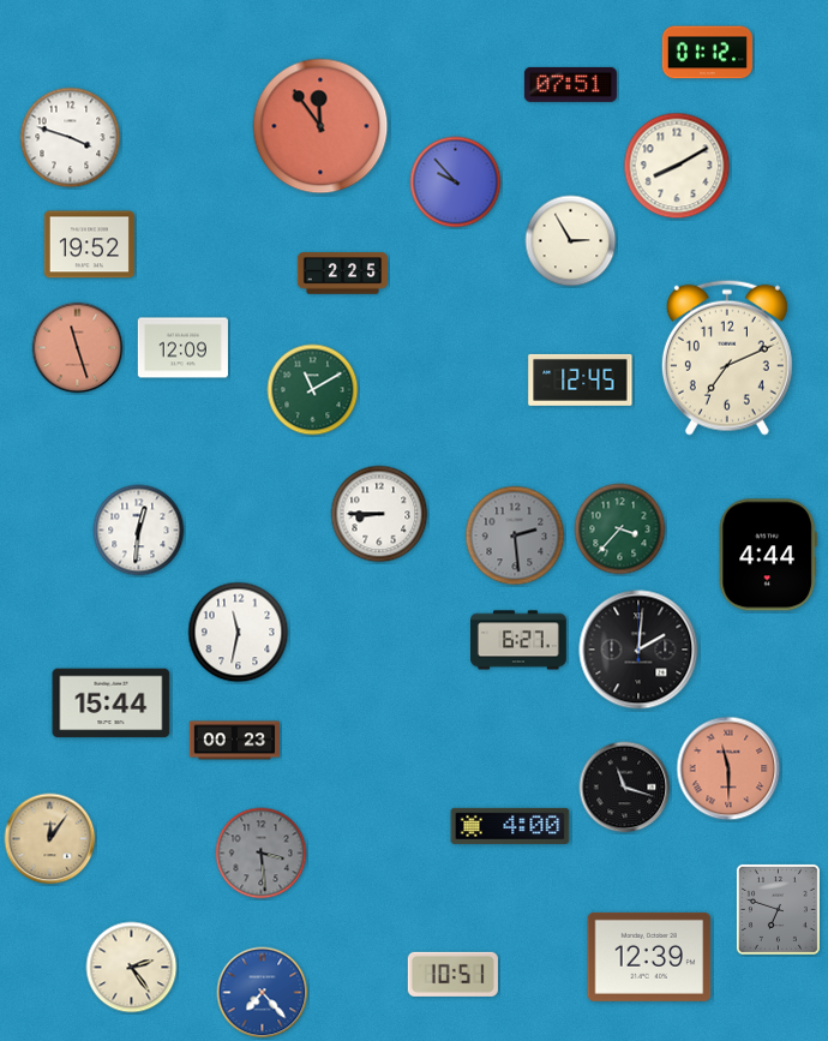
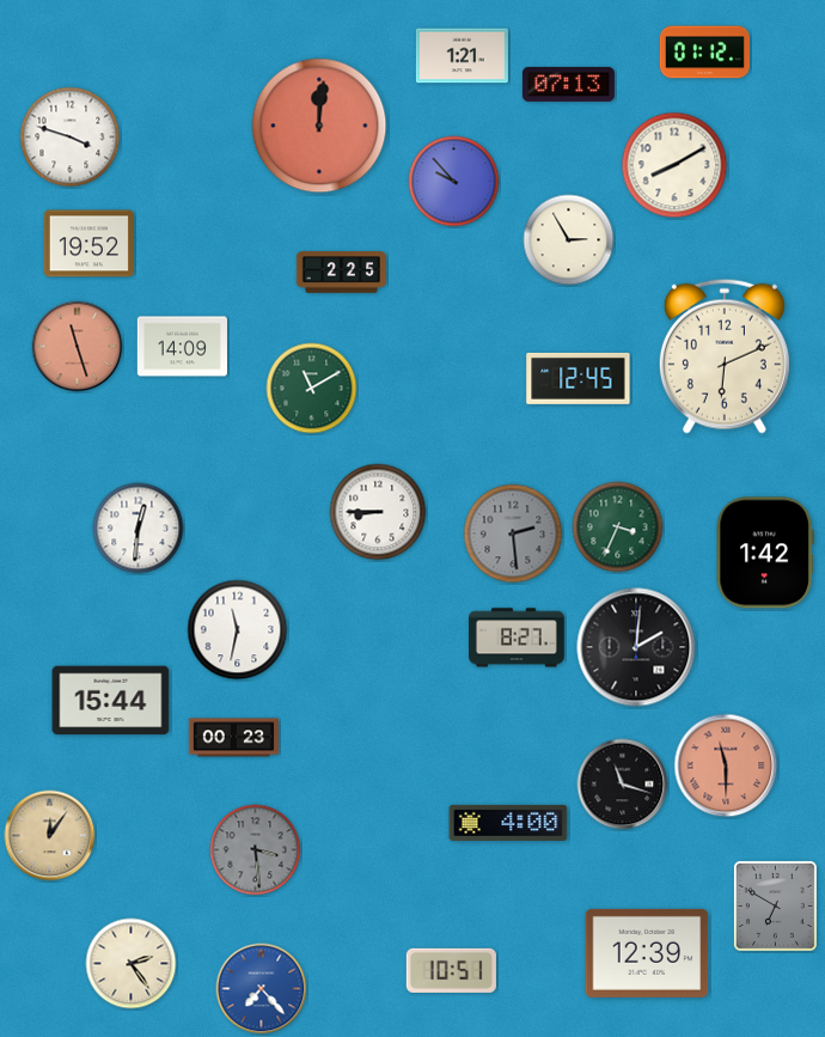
clock at (462, 56): none -> 1:21
clock at (570, 84): 07:51 -> 07:13
clock at (320, 126): 11:54 -> 12:01
clock at (182, 348): 12:09 -> 14:09
clock at (727, 358): 7:11 -> 6:11
clock at (620, 530): 3:37 -> 3:34
clock at (768, 555): 4:44 -> 1:42
clock at (520, 640): 6:27 -> 8:27
clock at (262, 854) position: (262, 854) -> (256, 850)
clock at (778, 909): 6:48 -> 6:50
